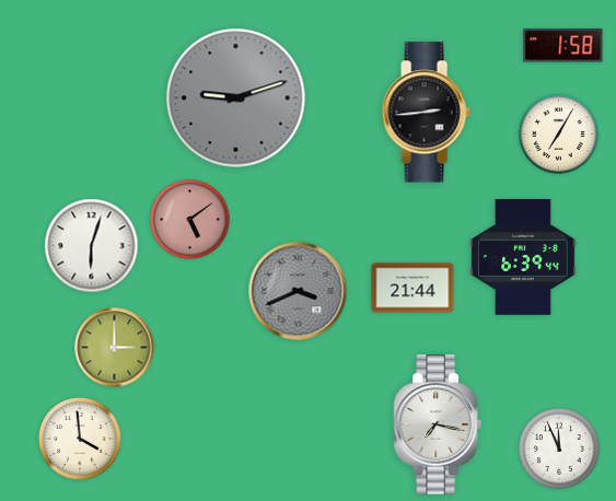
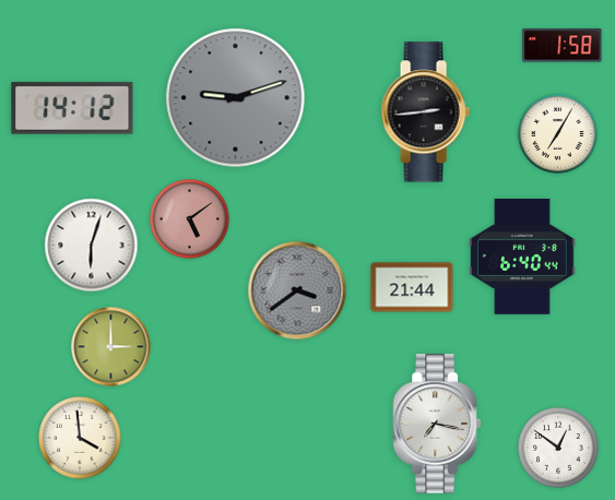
clock at (72, 108): none -> 14:12
clock at (523, 258): 6:39 -> 6:40
clock at (298, 291): 3:41 -> 3:39
clock at (115, 348) position: (115, 348) -> (111, 347)
clock at (559, 448): 11:56 -> 12:51
